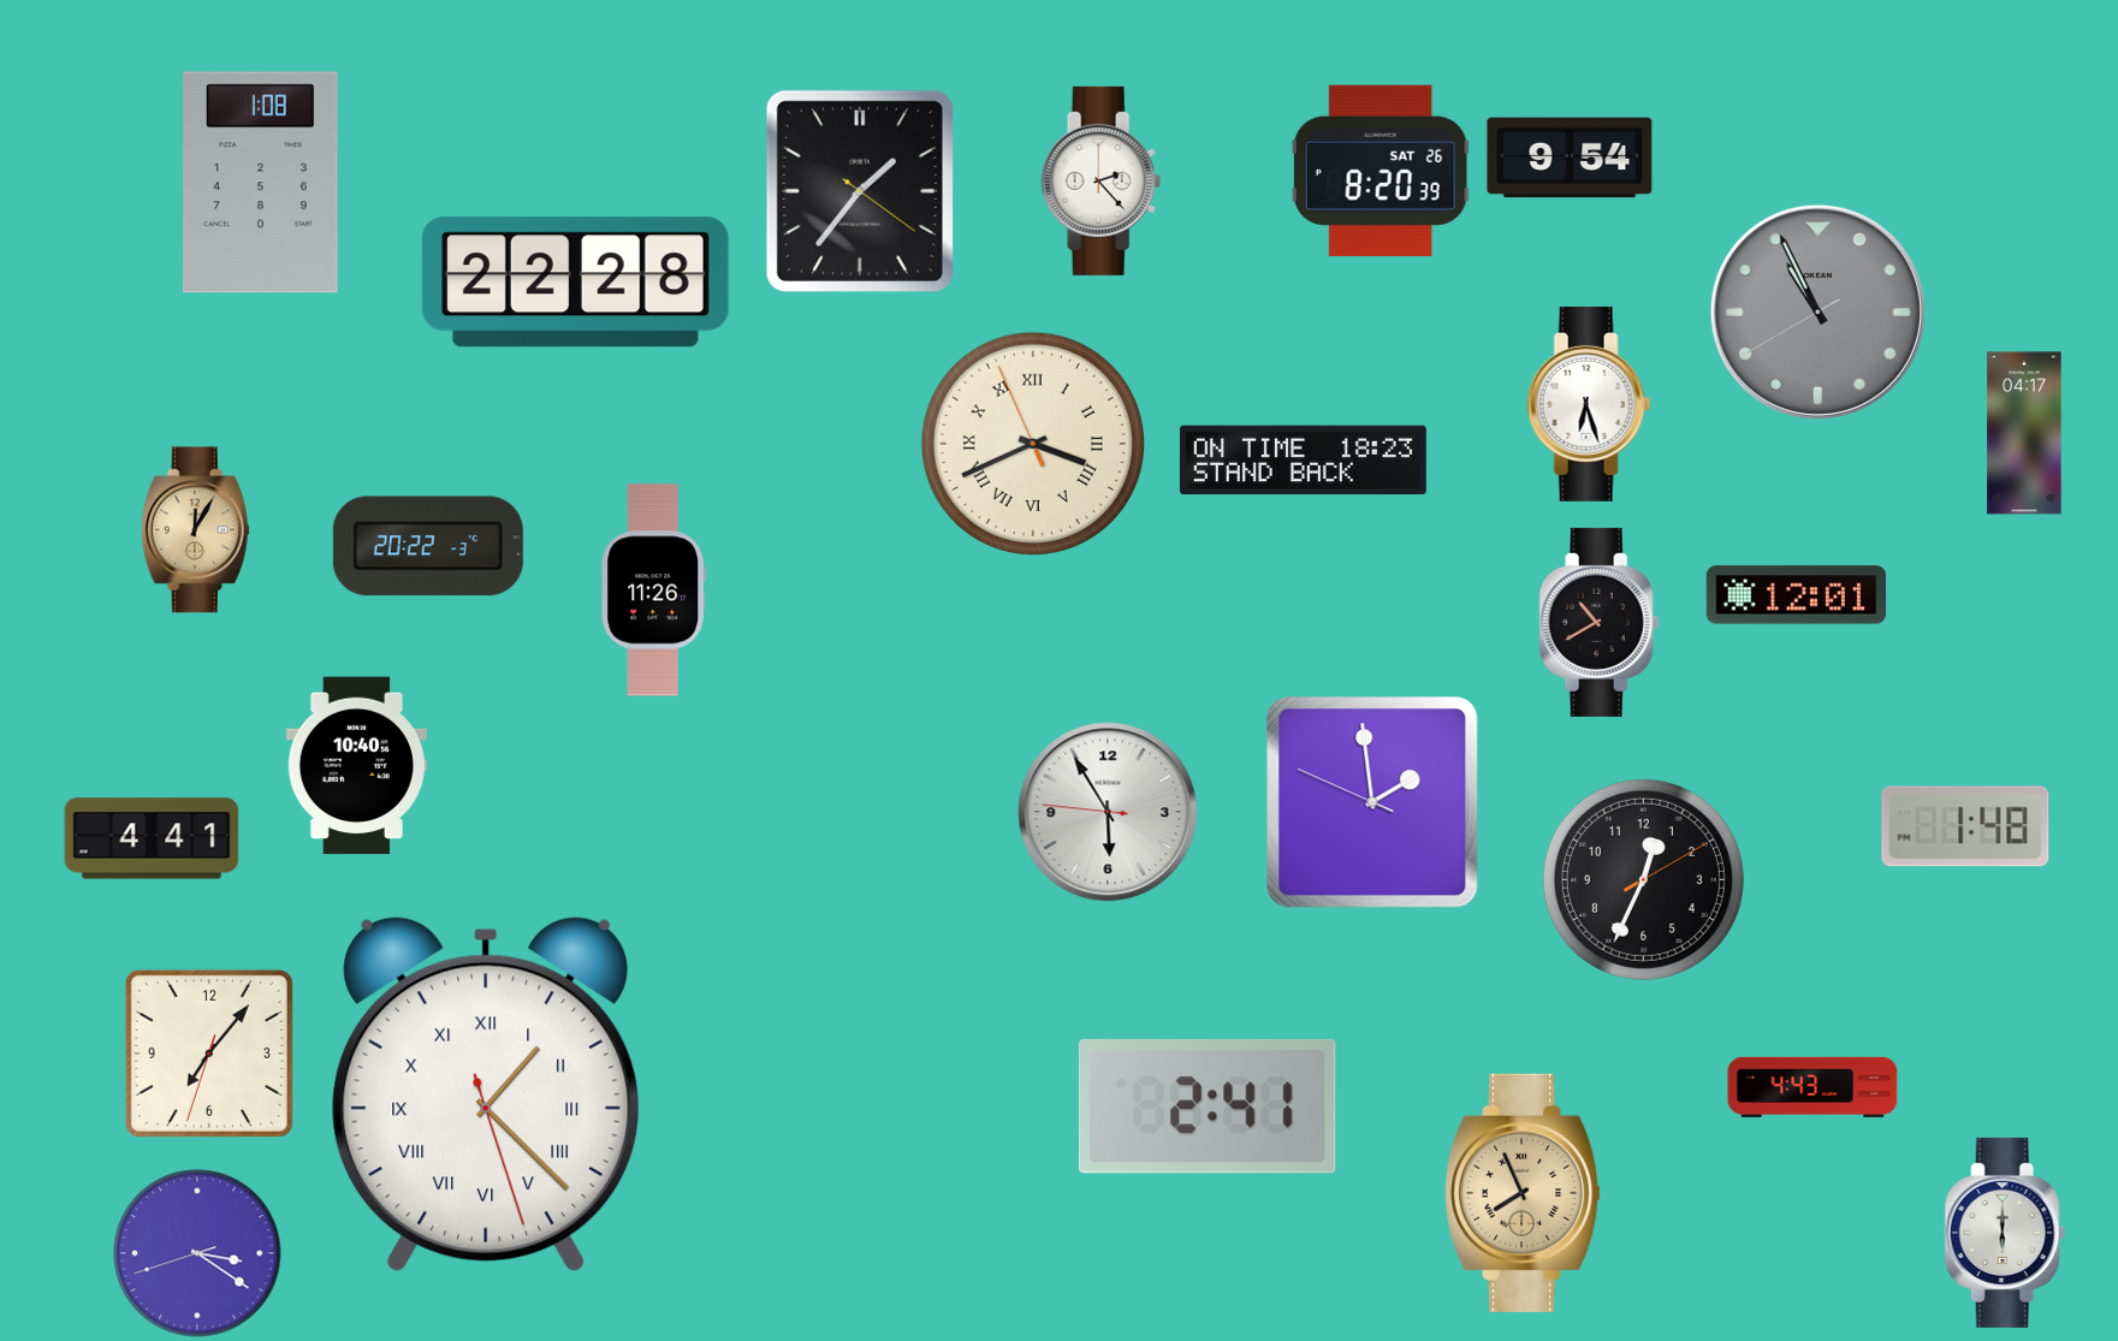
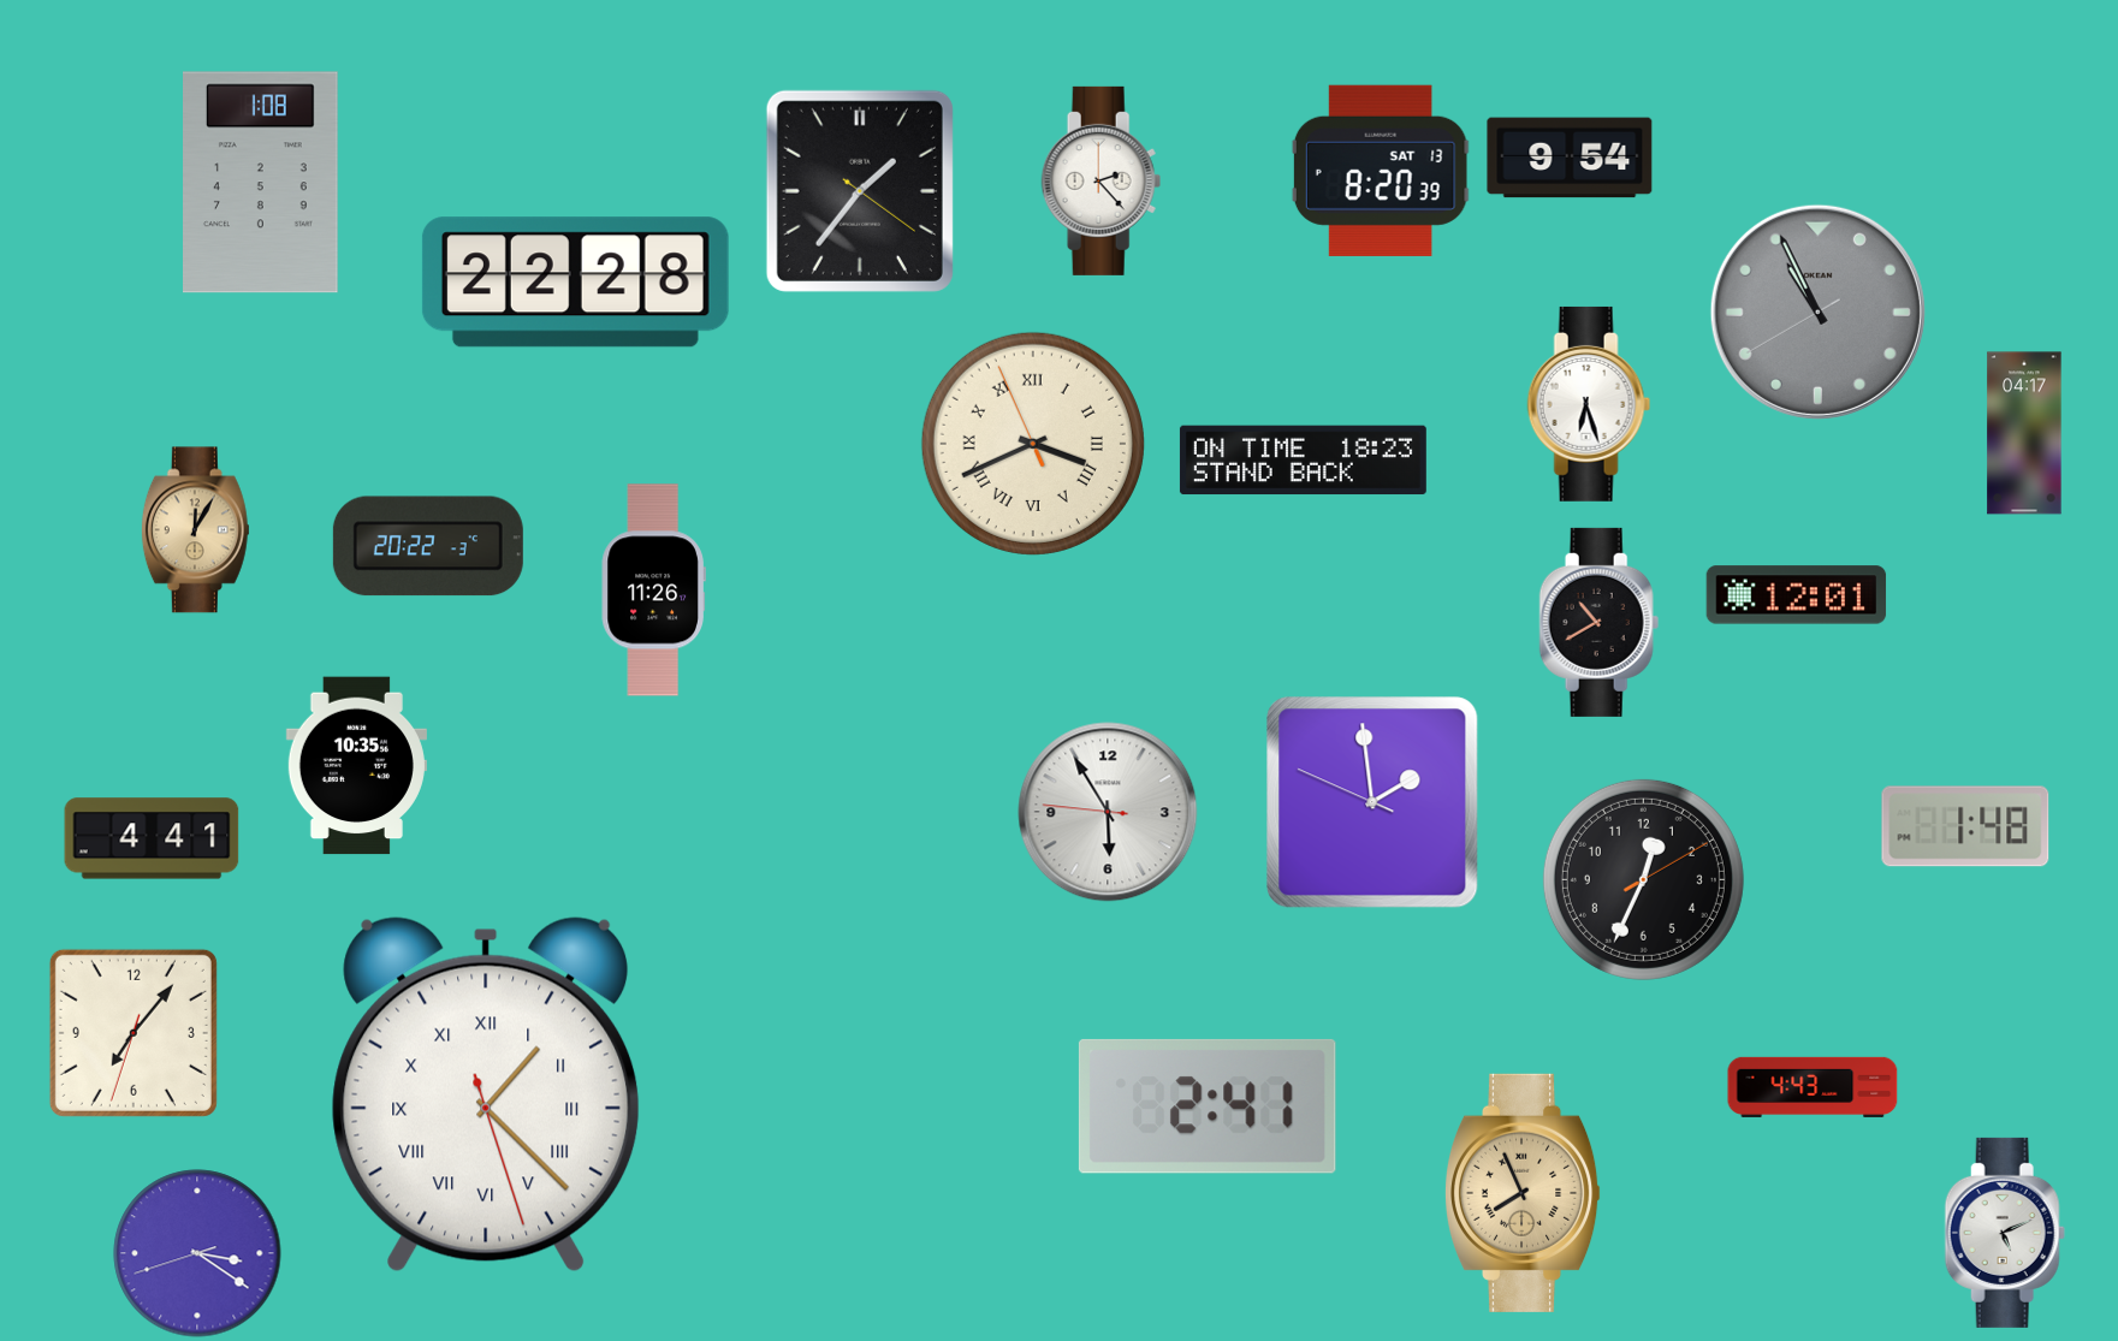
clock at (1381, 171) date: SAT 26 -> SAT 13
clock at (356, 766): 10:40 -> 10:35
clock at (209, 1054) position: (209, 1054) -> (134, 1033)
clock at (2005, 1233): 6:00 -> 5:11
